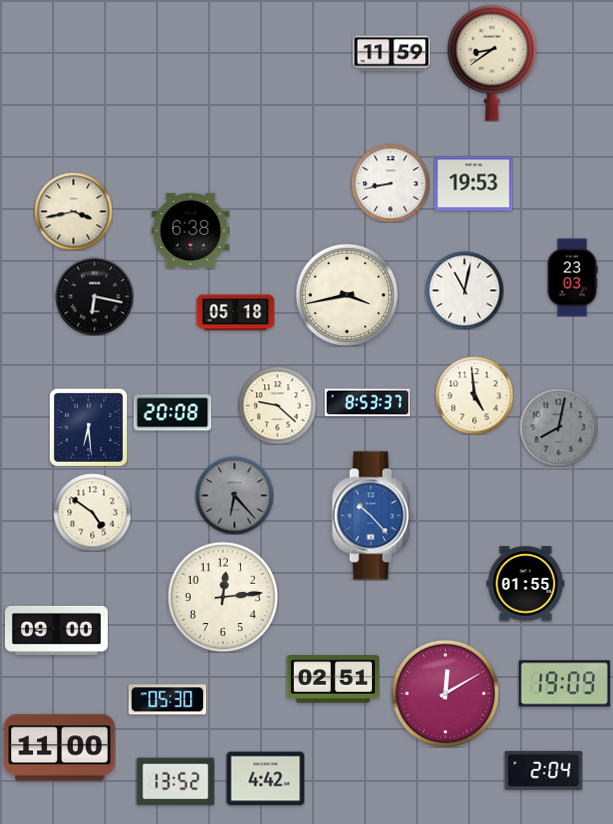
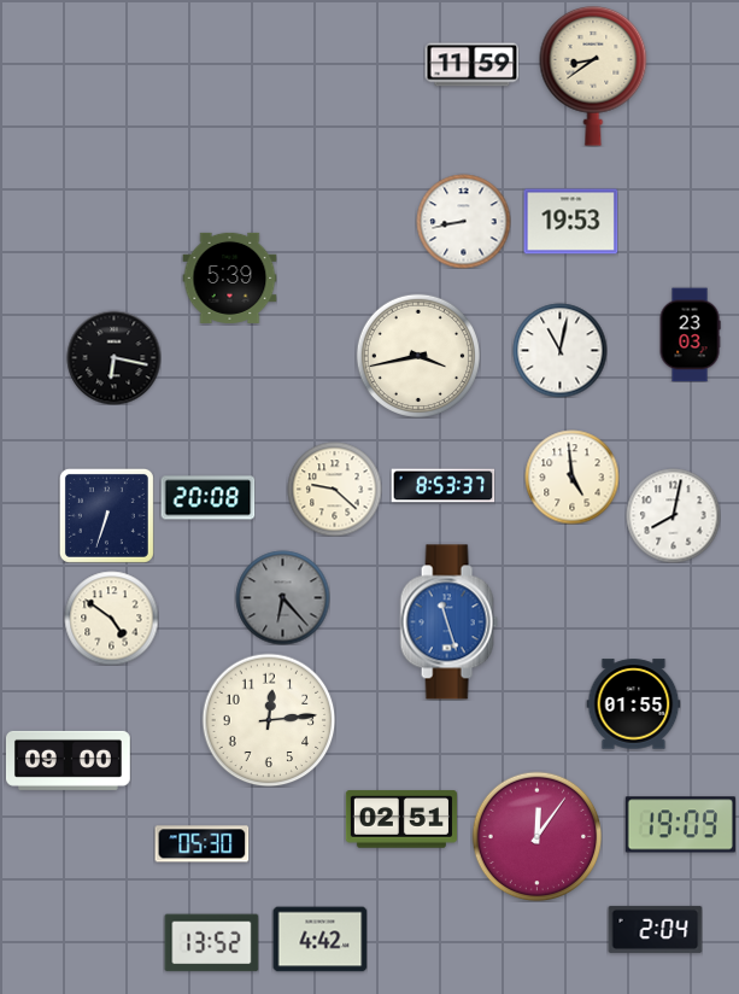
clock at (390, 183) position: (390, 183) -> (463, 221)
clock at (73, 211): 3:43 -> none
clock at (190, 230): 6:38 -> 5:39
clock at (235, 313): 05:18 -> none
clock at (88, 427): 6:29 -> 6:33
clock at (558, 427) dial: grey -> white
clock at (372, 516): 10:23 -> 11:27
clock at (445, 693): 12:10 -> 12:06
clock at (60, 748): 11:00 -> none
